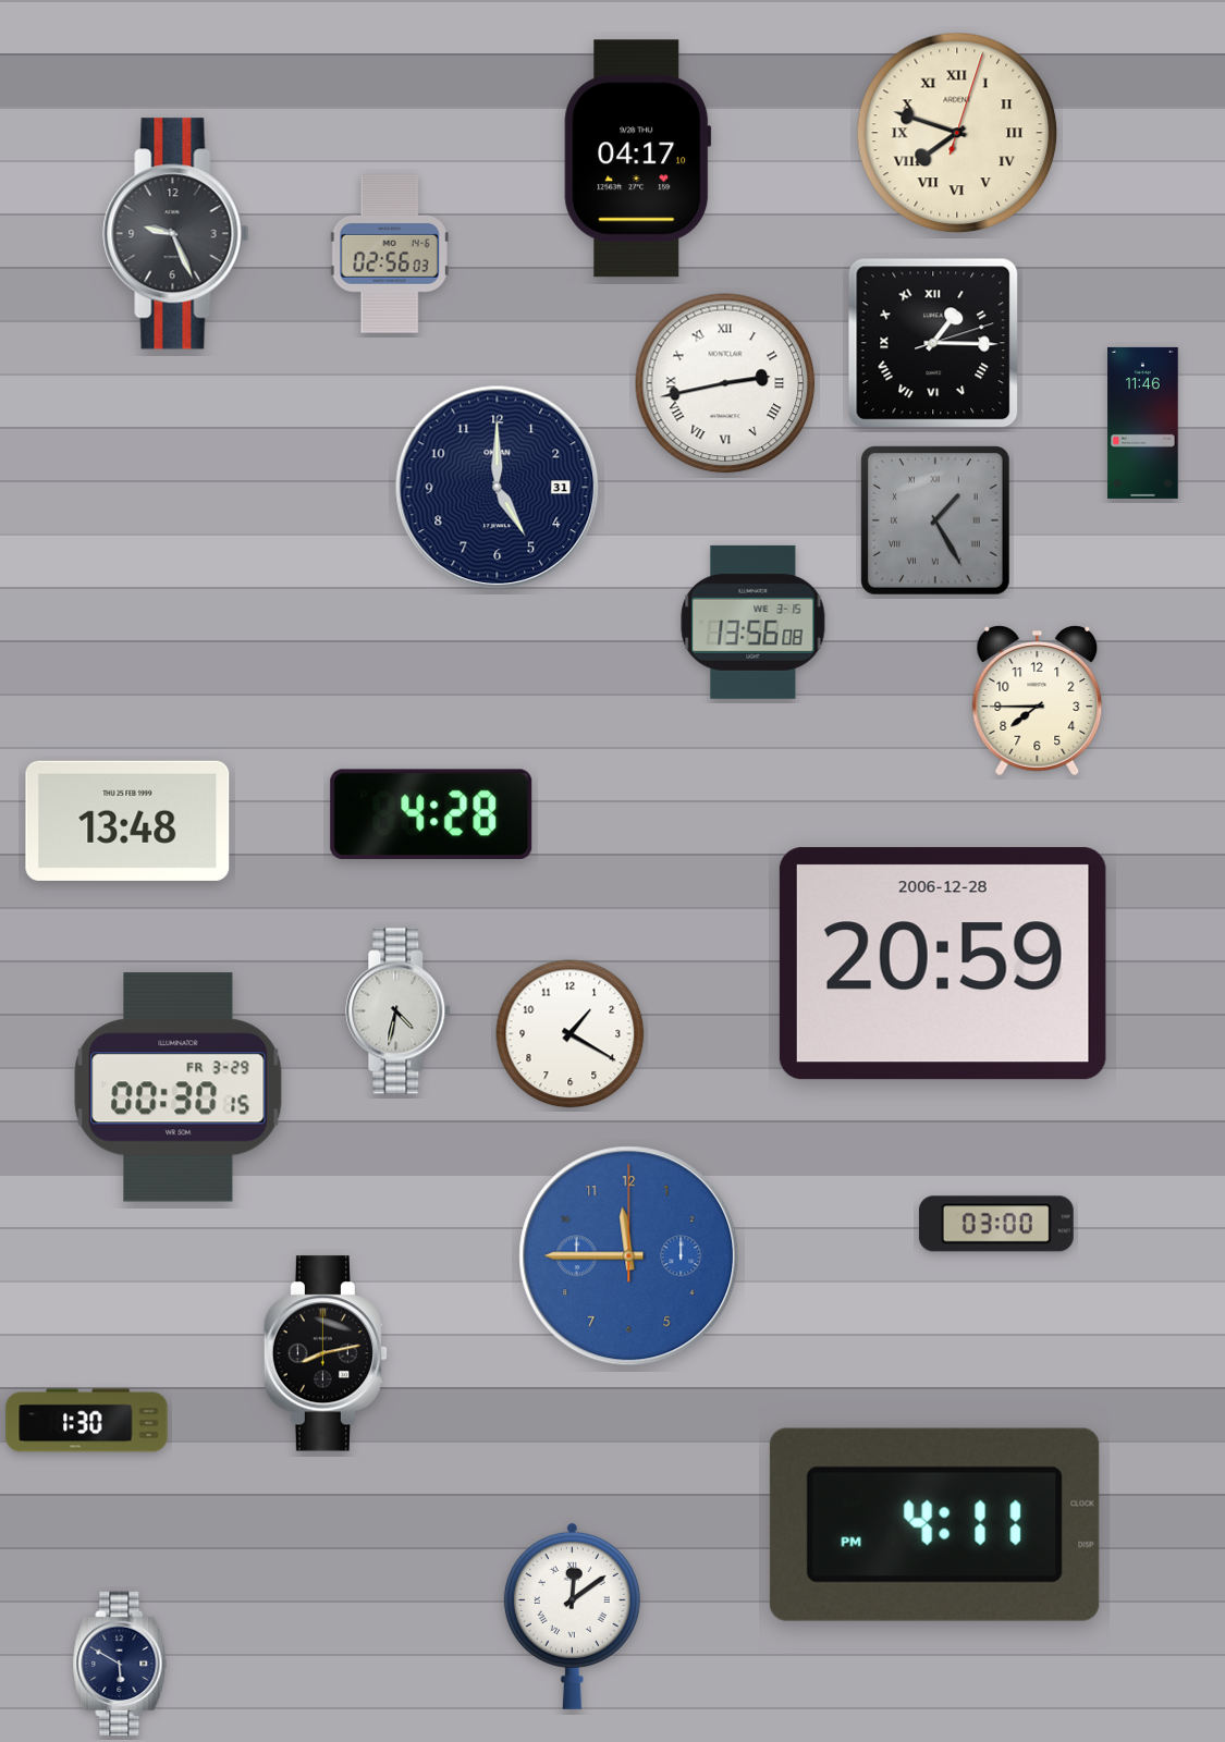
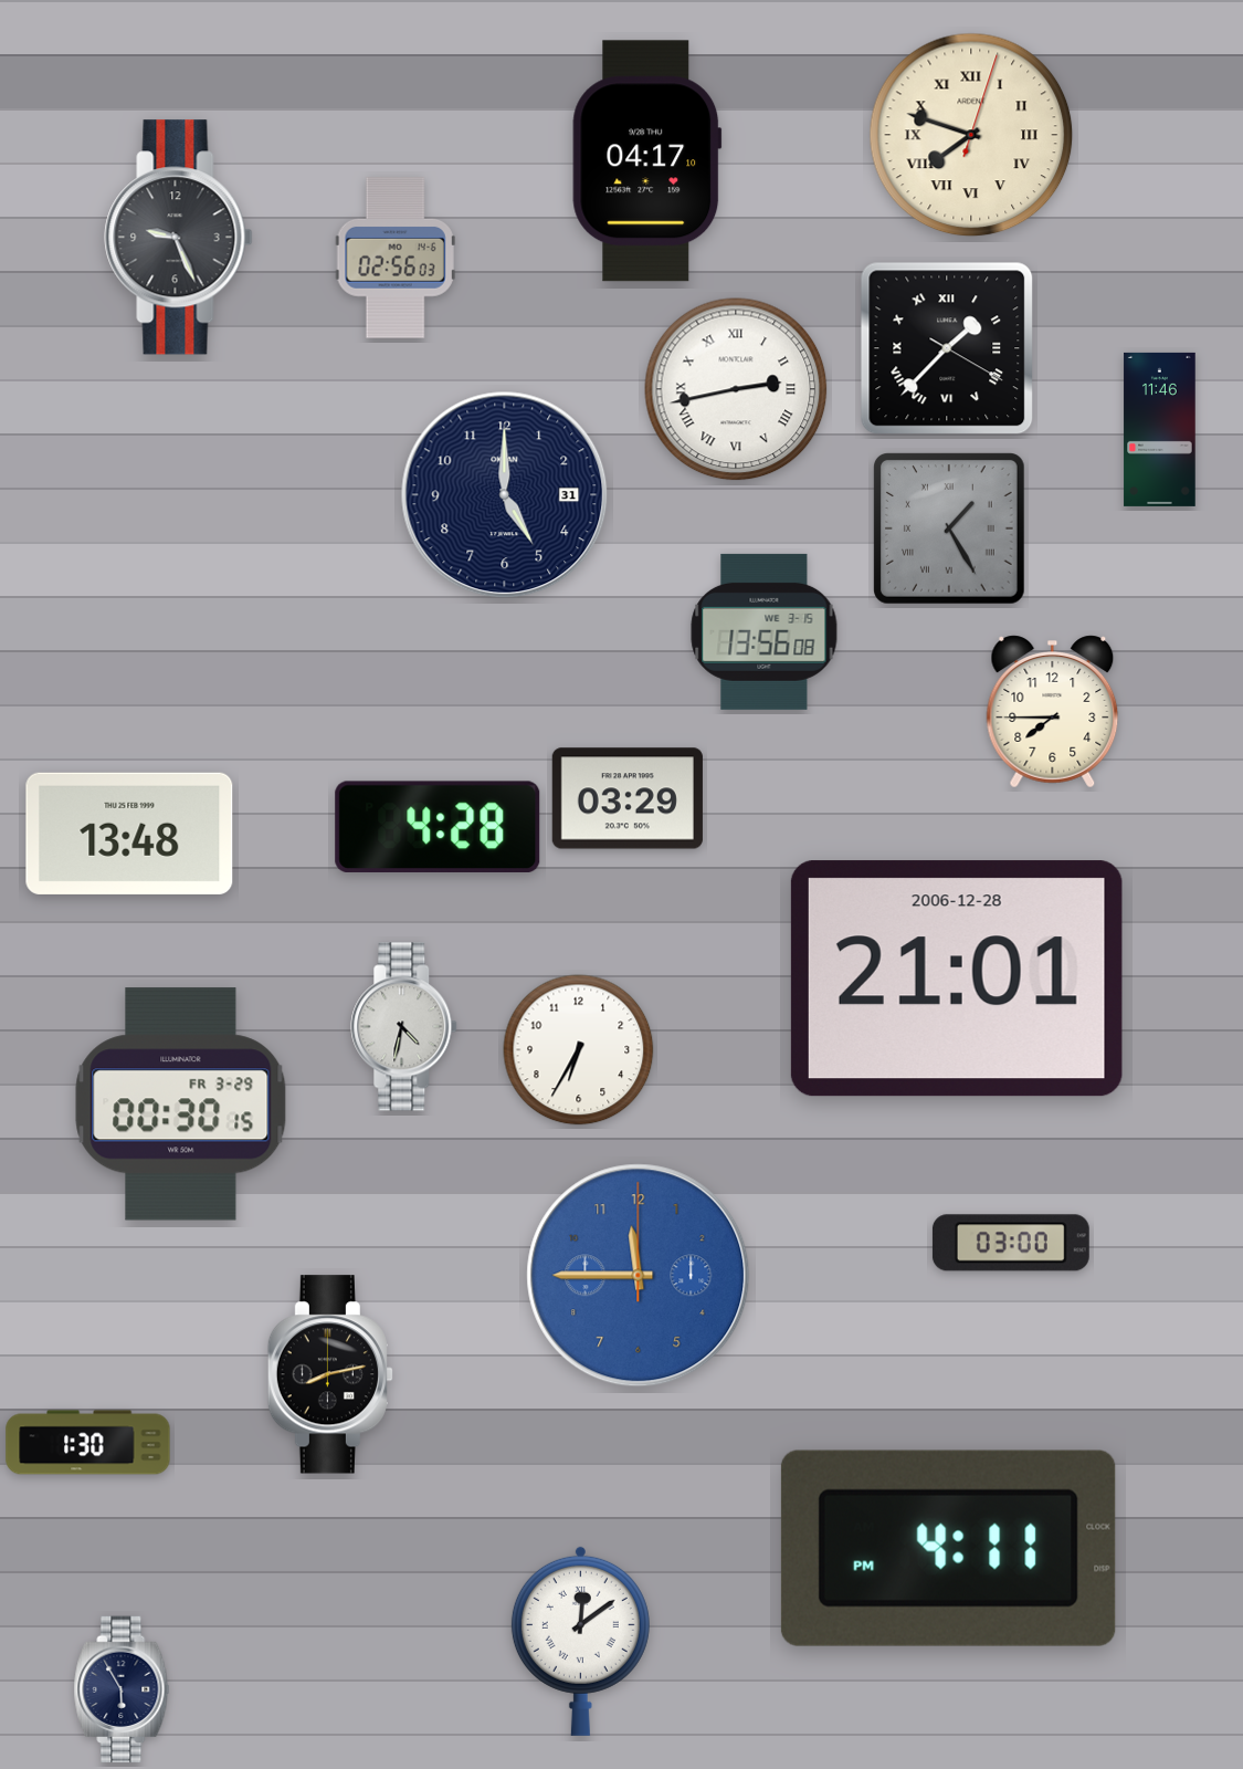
clock at (933, 343): 1:15 -> 1:37
clock at (628, 798): none -> 03:29
clock at (943, 964): 20:59 -> 21:01
clock at (571, 1034): 1:20 -> 6:35
clock at (120, 1664): 5:50 -> 5:55
